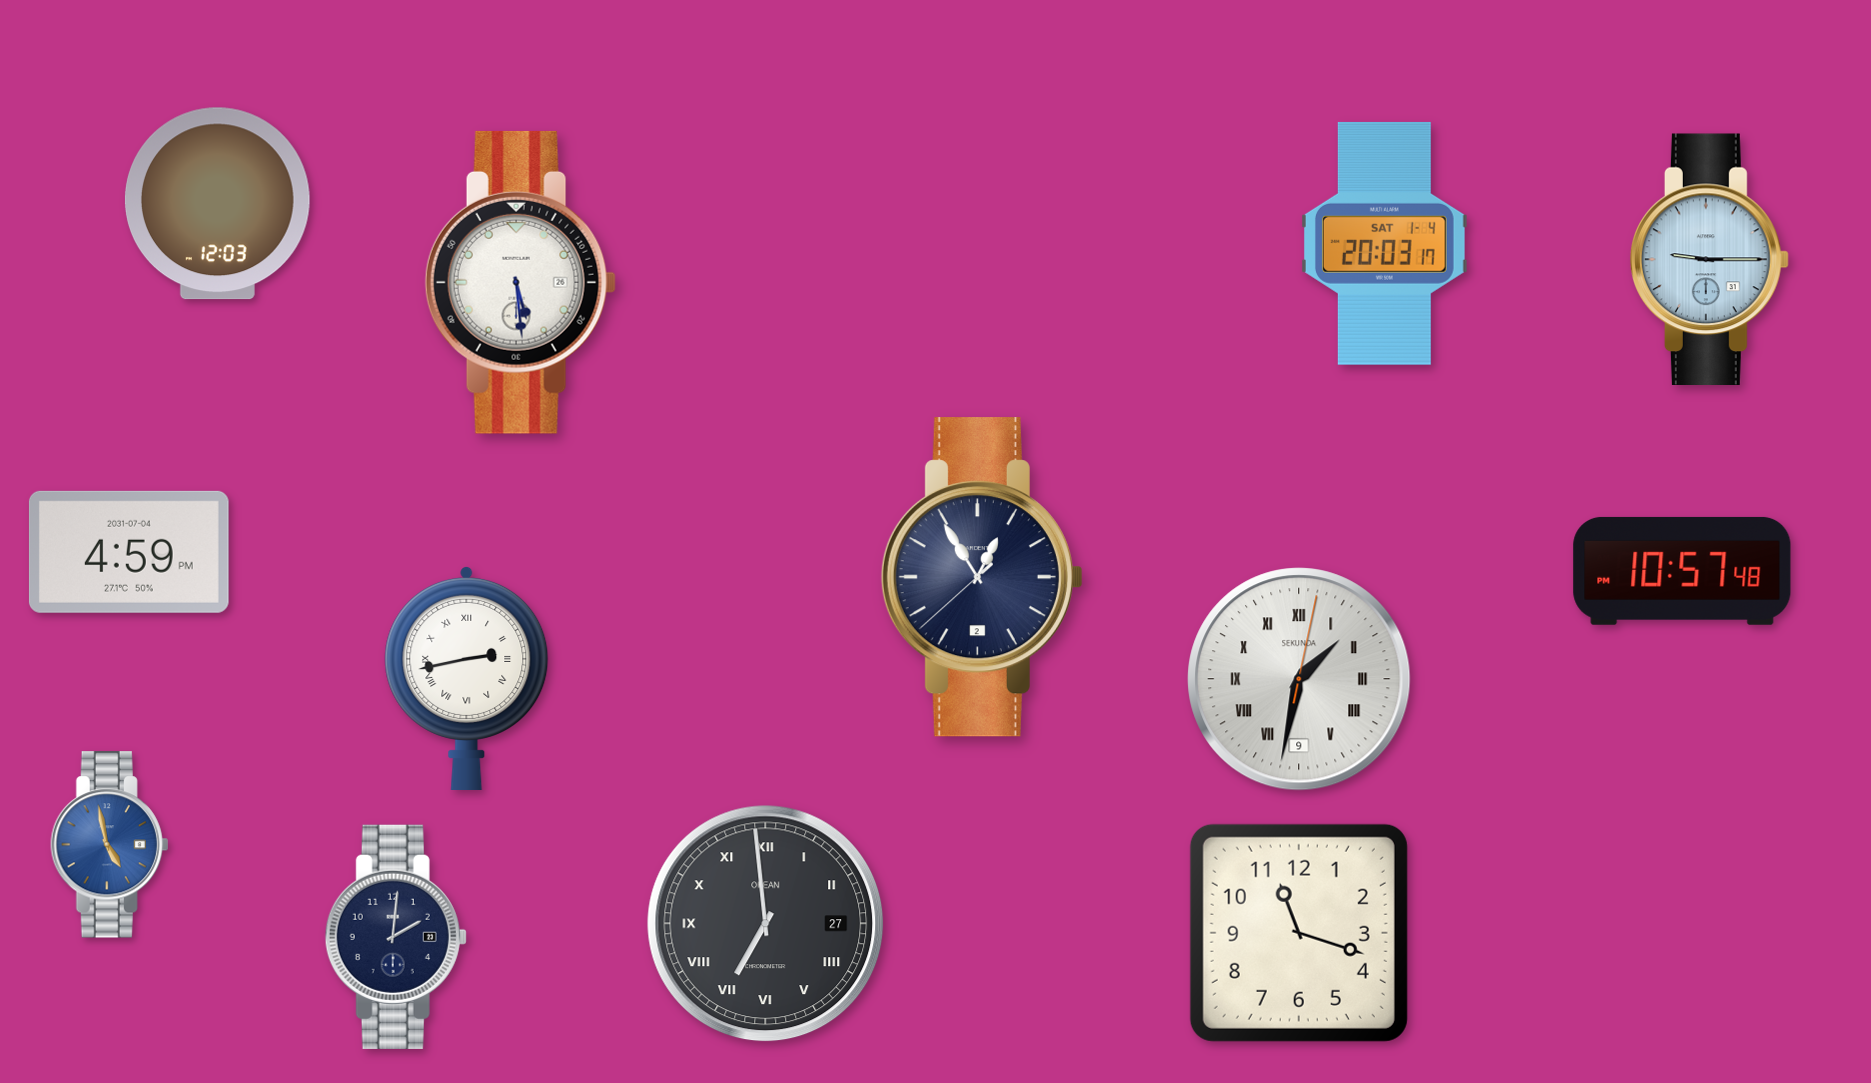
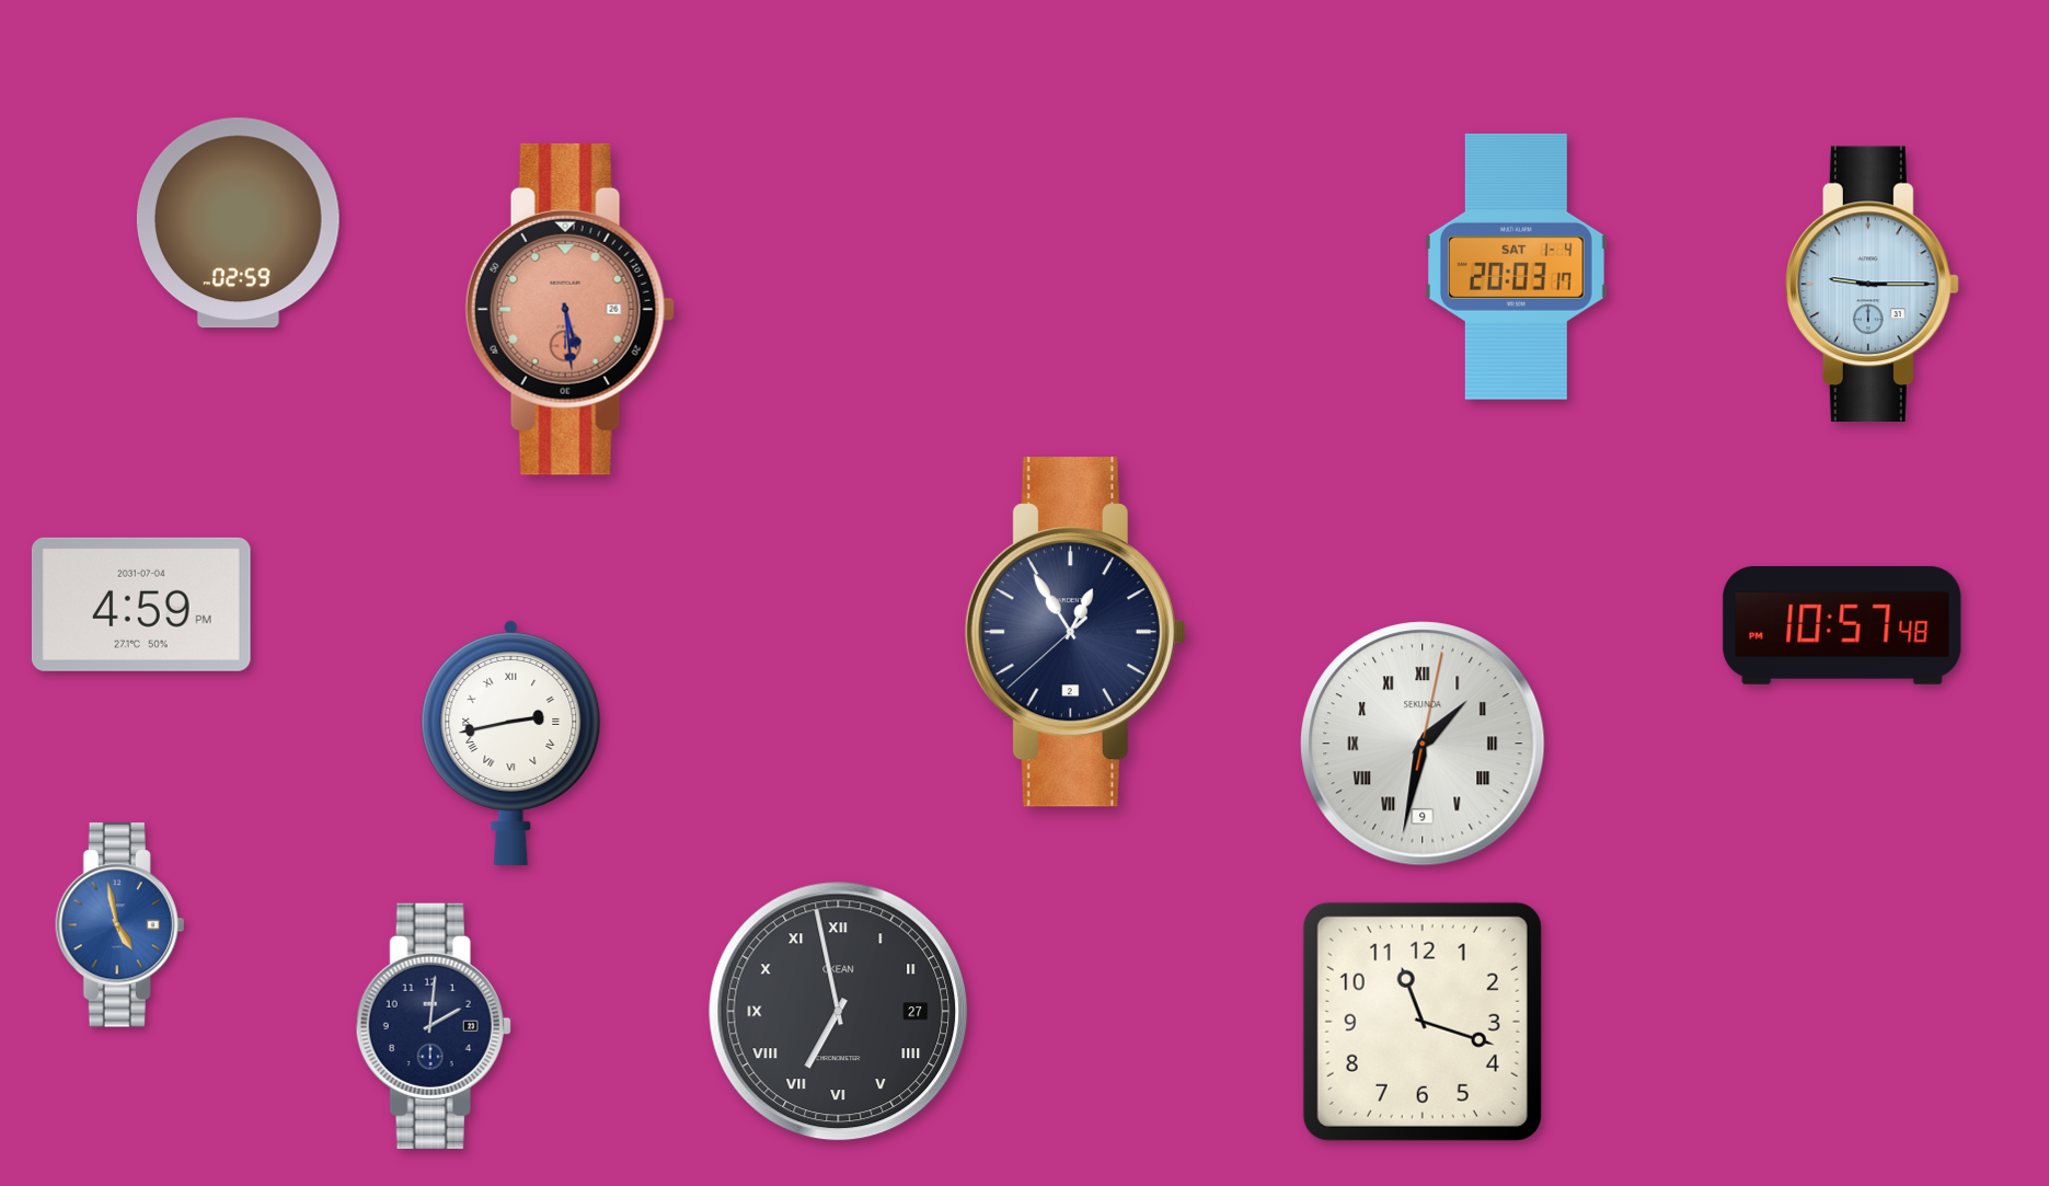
clock at (217, 204): 12:03 -> 02:59
clock at (520, 282) dial: white -> salmon
clock at (766, 924): 6:59 -> 6:58
